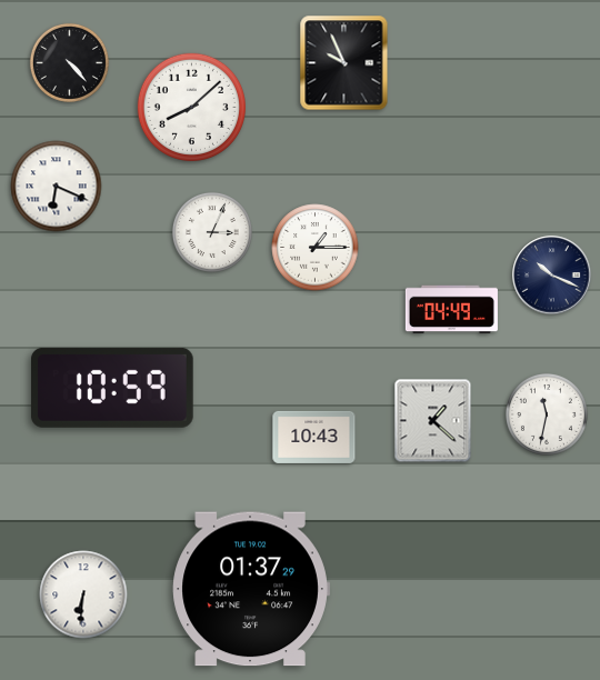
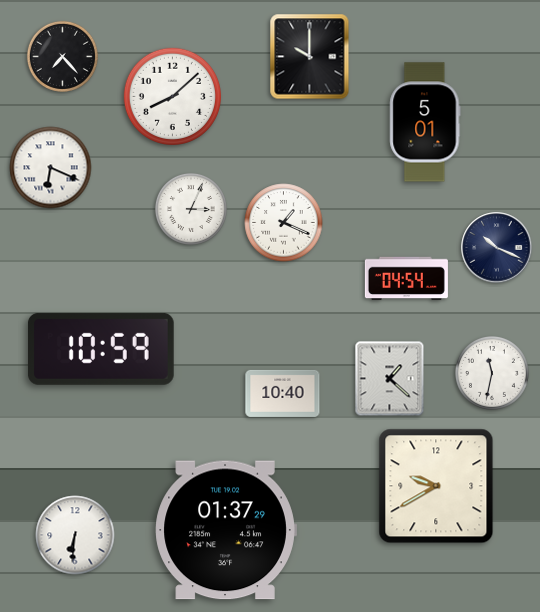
clock at (69, 62): 4:23 -> 7:23
clock at (344, 63): 9:56 -> 10:00
clock at (425, 122): none -> 5:01
clock at (316, 248): 1:15 -> 1:19
clock at (451, 310): 04:49 -> 04:54
clock at (314, 437): 10:43 -> 10:40
clock at (436, 486): none -> 9:40
